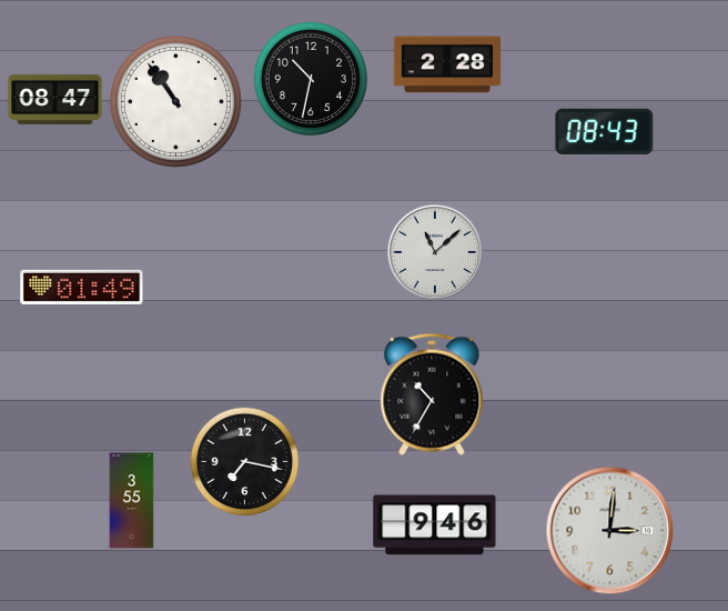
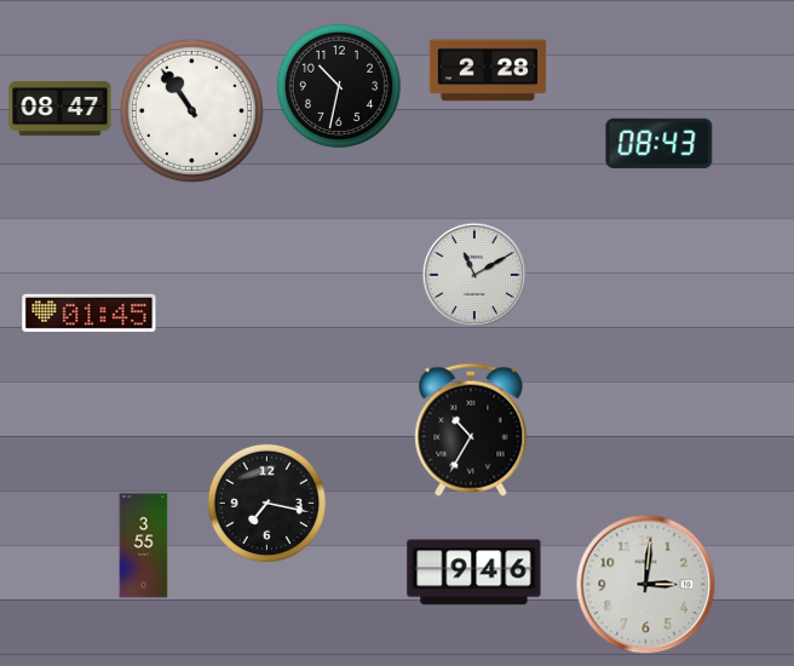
clock at (435, 252): 11:08 -> 11:10
clock at (82, 287): 01:49 -> 01:45
clock at (610, 531) position: (610, 531) -> (646, 585)
